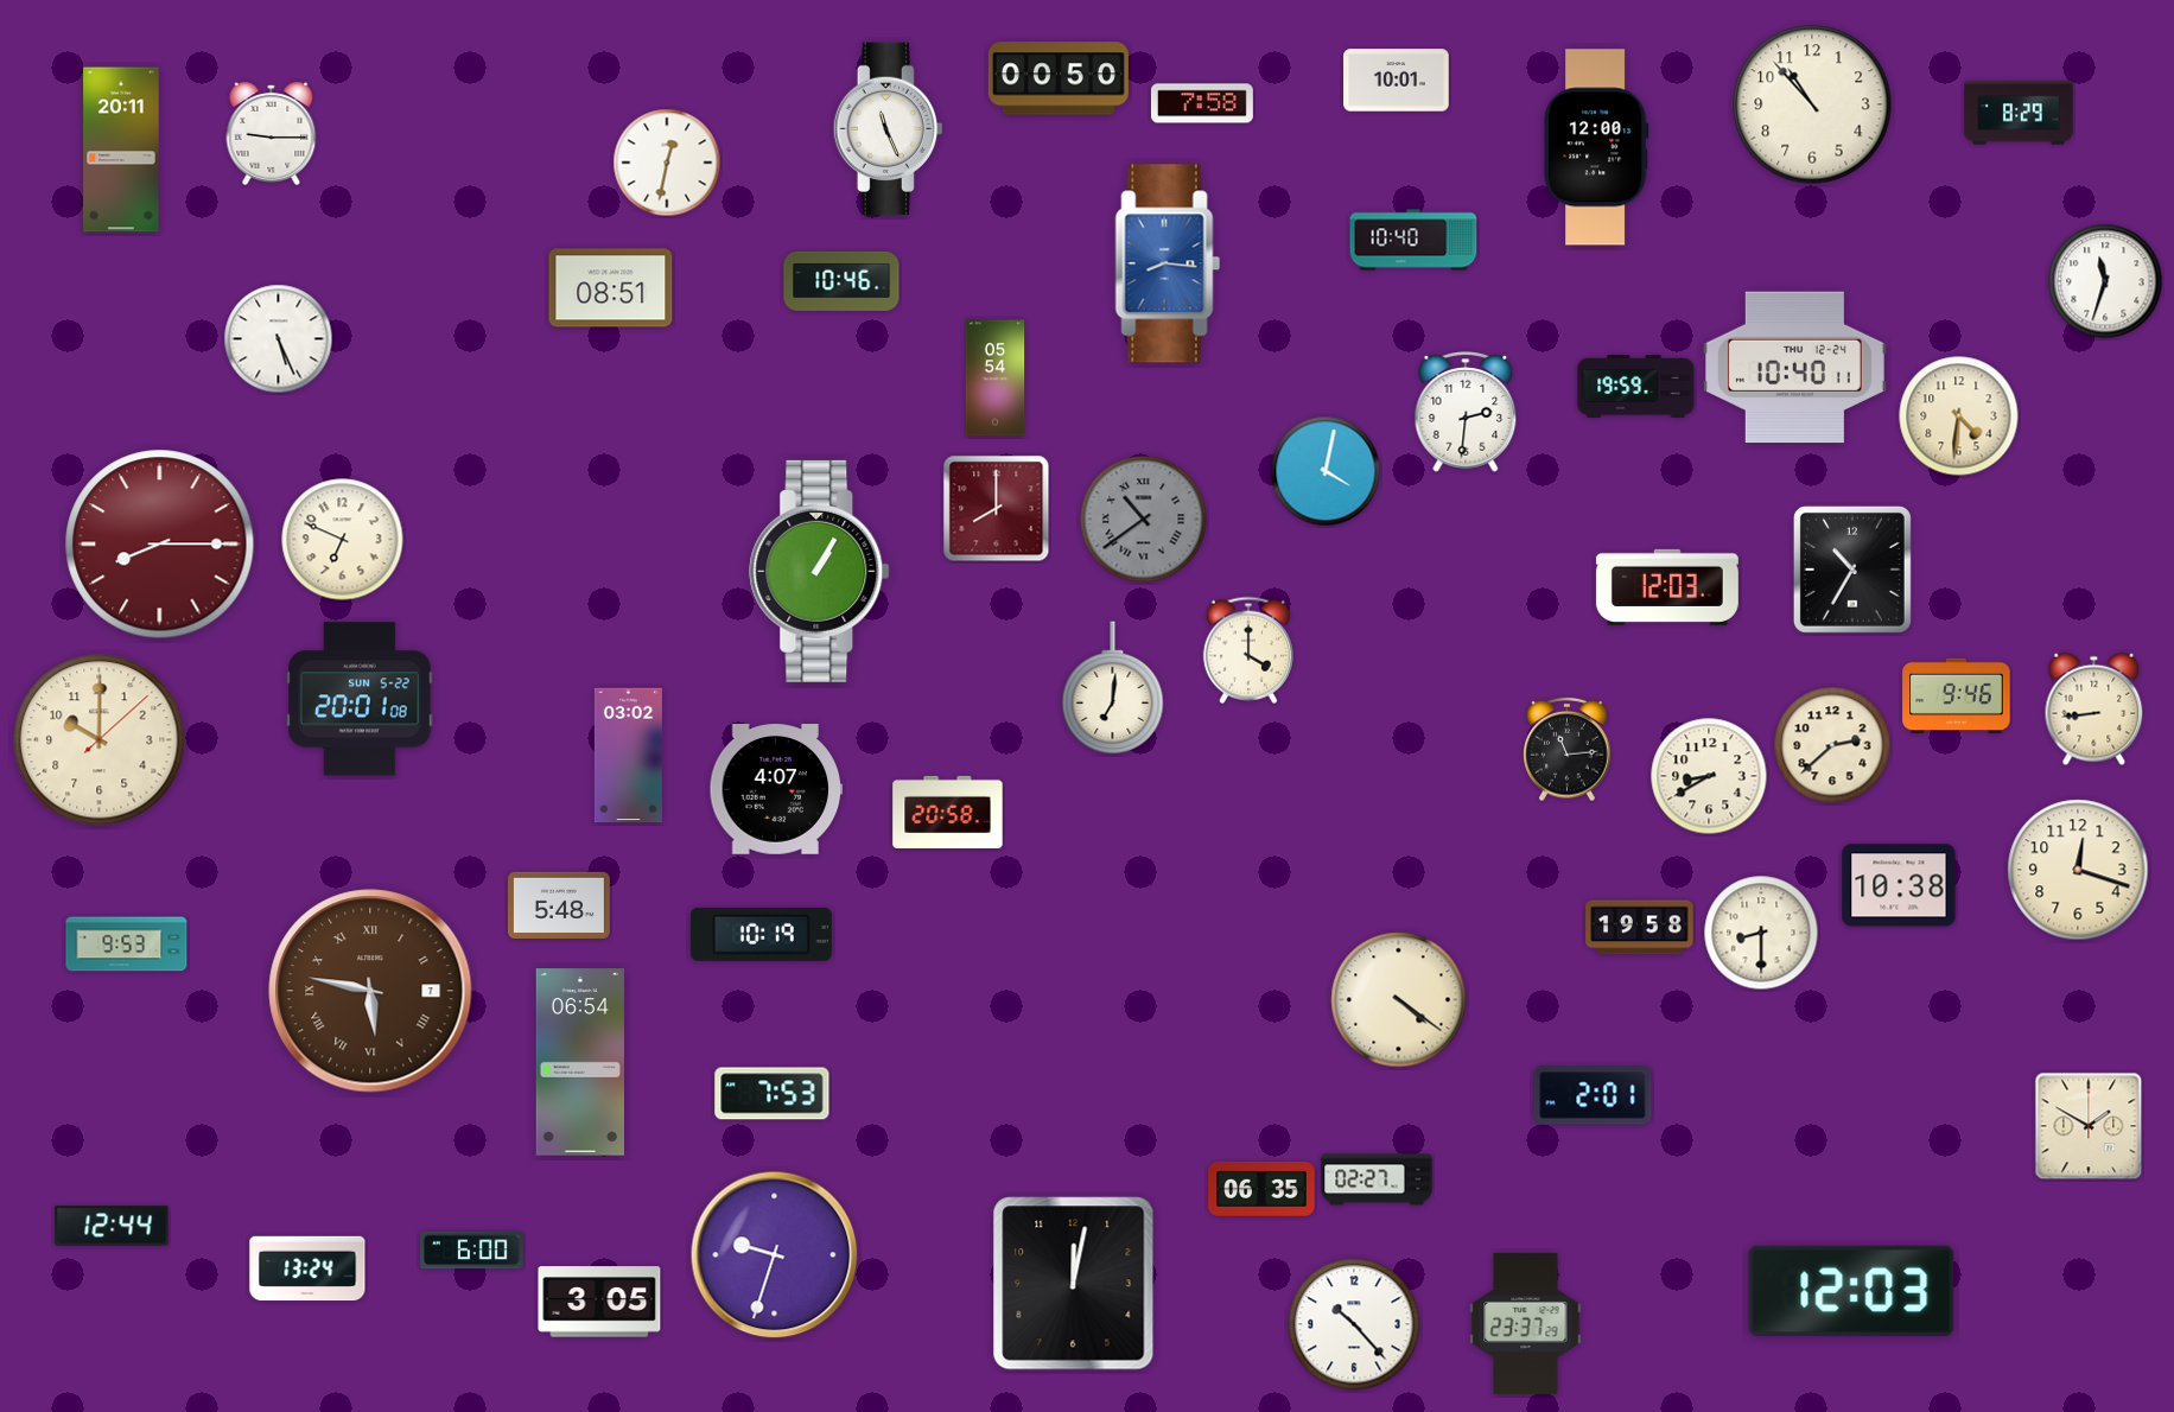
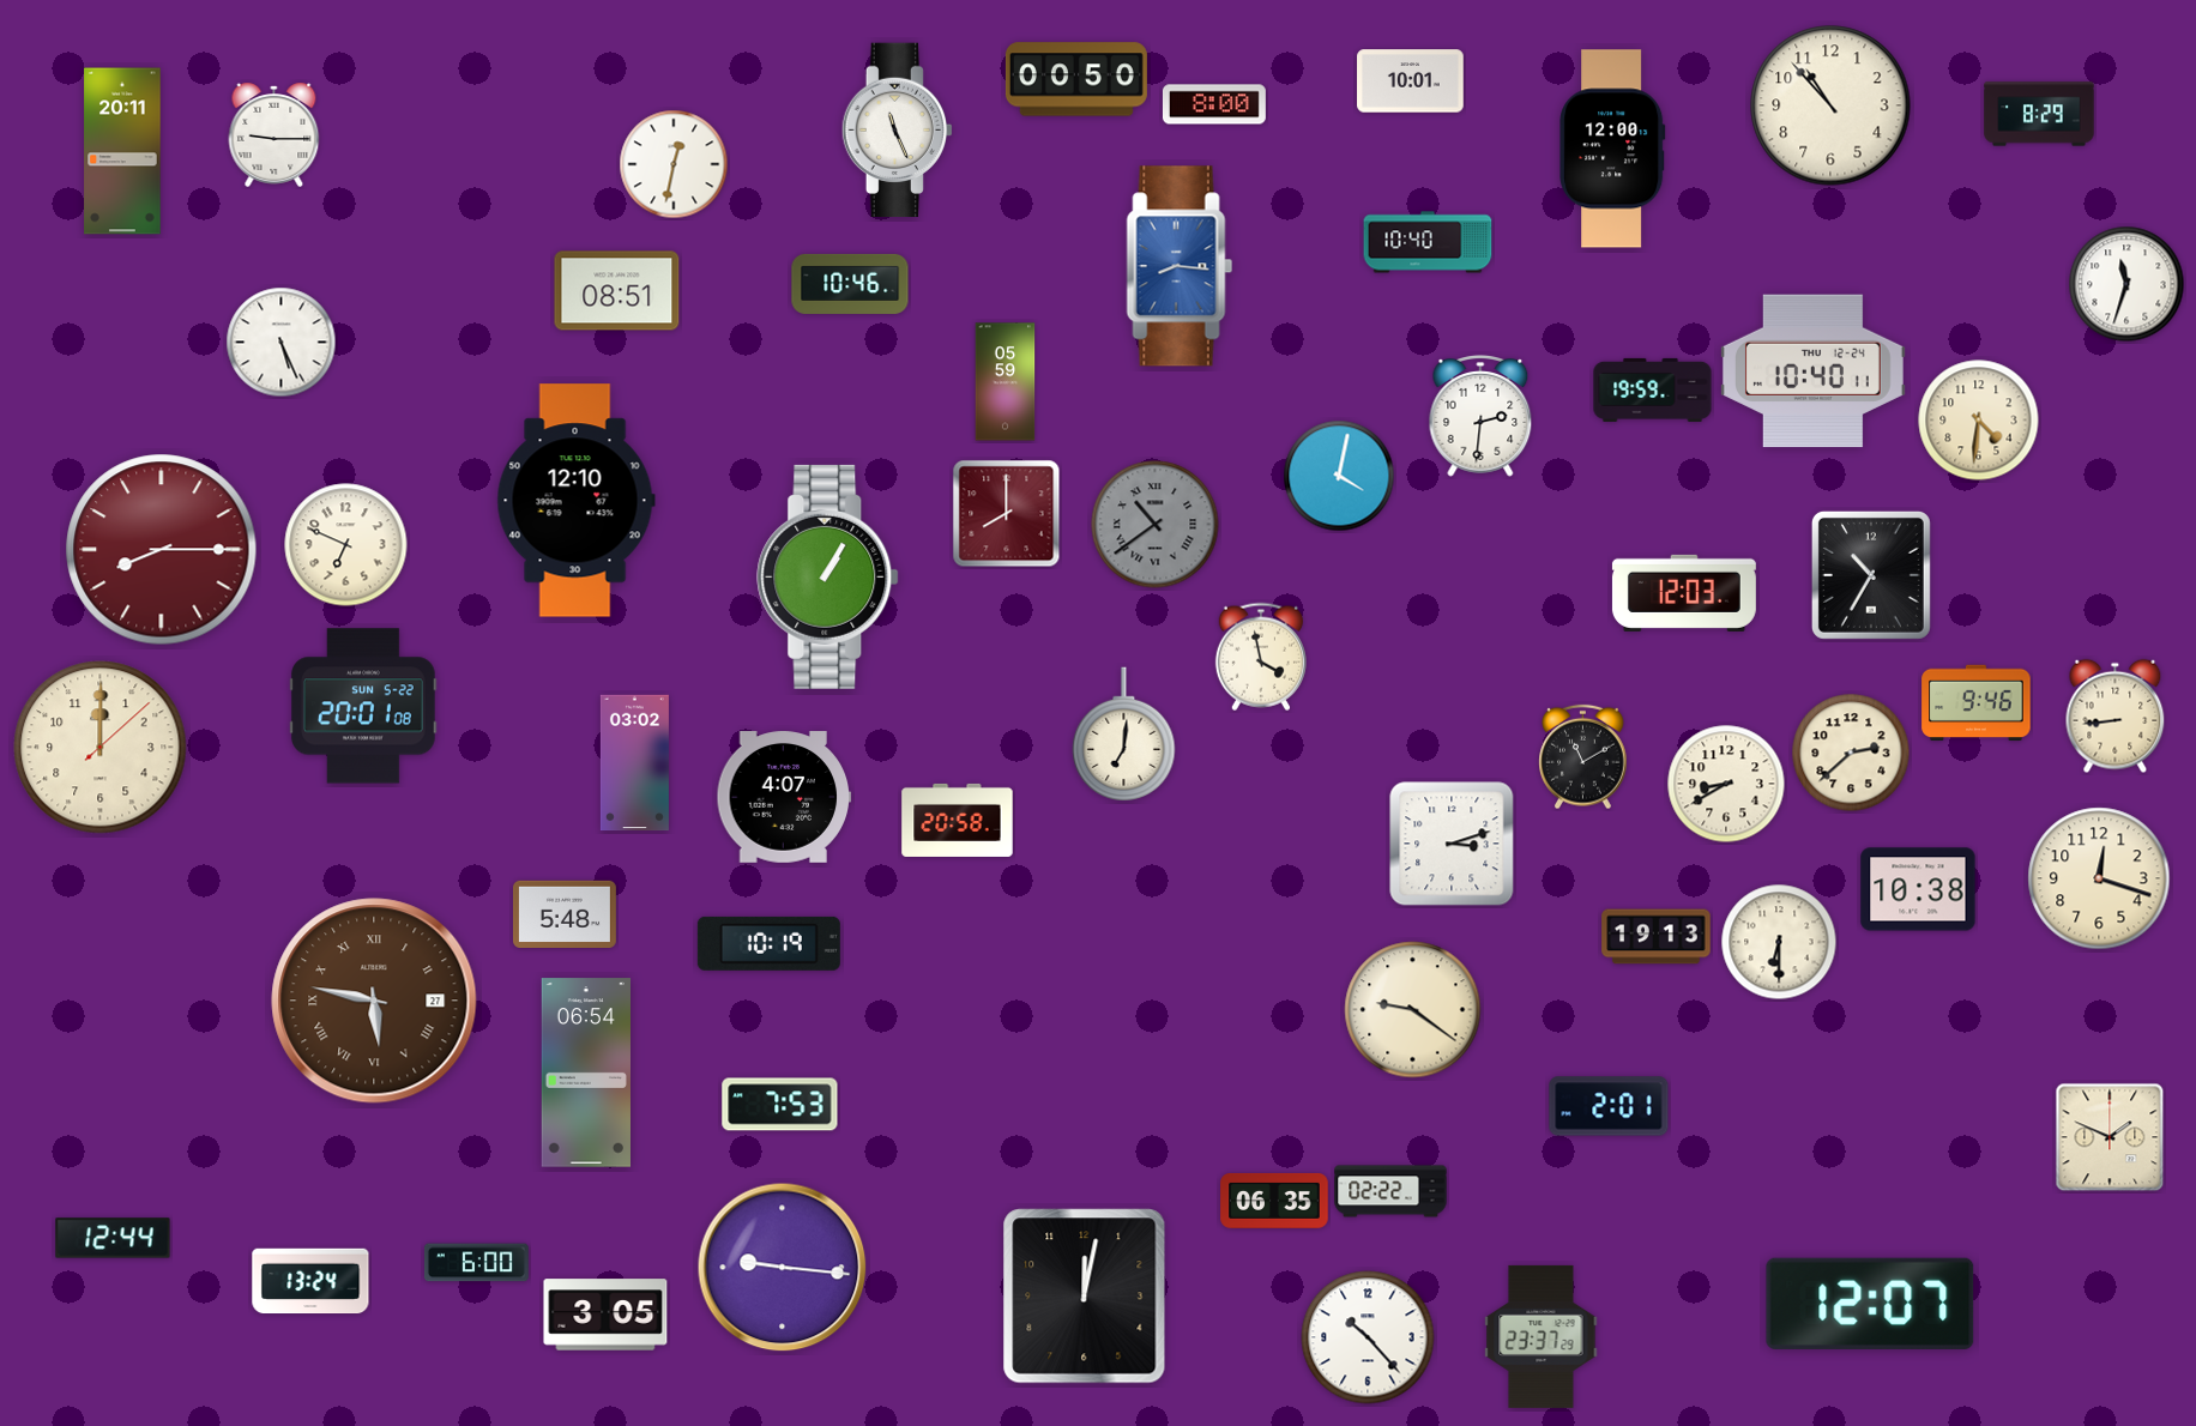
clock at (1059, 78) position: (1059, 78) -> (1076, 79)
clock at (1202, 103): 7:58 -> 8:00
clock at (996, 379): 05:54 -> 05:59
clock at (575, 501): none -> 12:10
clock at (1248, 650): 4:00 -> 3:58
clock at (1113, 687) position: (1113, 687) -> (1124, 733)
clock at (100, 740): 10:00 -> 12:00
clock at (1568, 750): 11:14 -> 11:10
clock at (1452, 844): none -> 3:12
clock at (1899, 885) position: (1899, 885) -> (1918, 889)
clock at (1640, 928): 19:58 -> 19:13
clock at (1761, 933): 8:30 -> 6:30
clock at (127, 944): 9:53 -> none
clock at (370, 991) date: 7 -> 27
clock at (1399, 1000): 4:21 -> 9:21
clock at (2089, 1126): 1:50 -> 1:49
clock at (1377, 1179): 02:27 -> 02:22
clock at (775, 1255): 9:33 -> 9:16
clock at (1851, 1291): 12:03 -> 12:07
